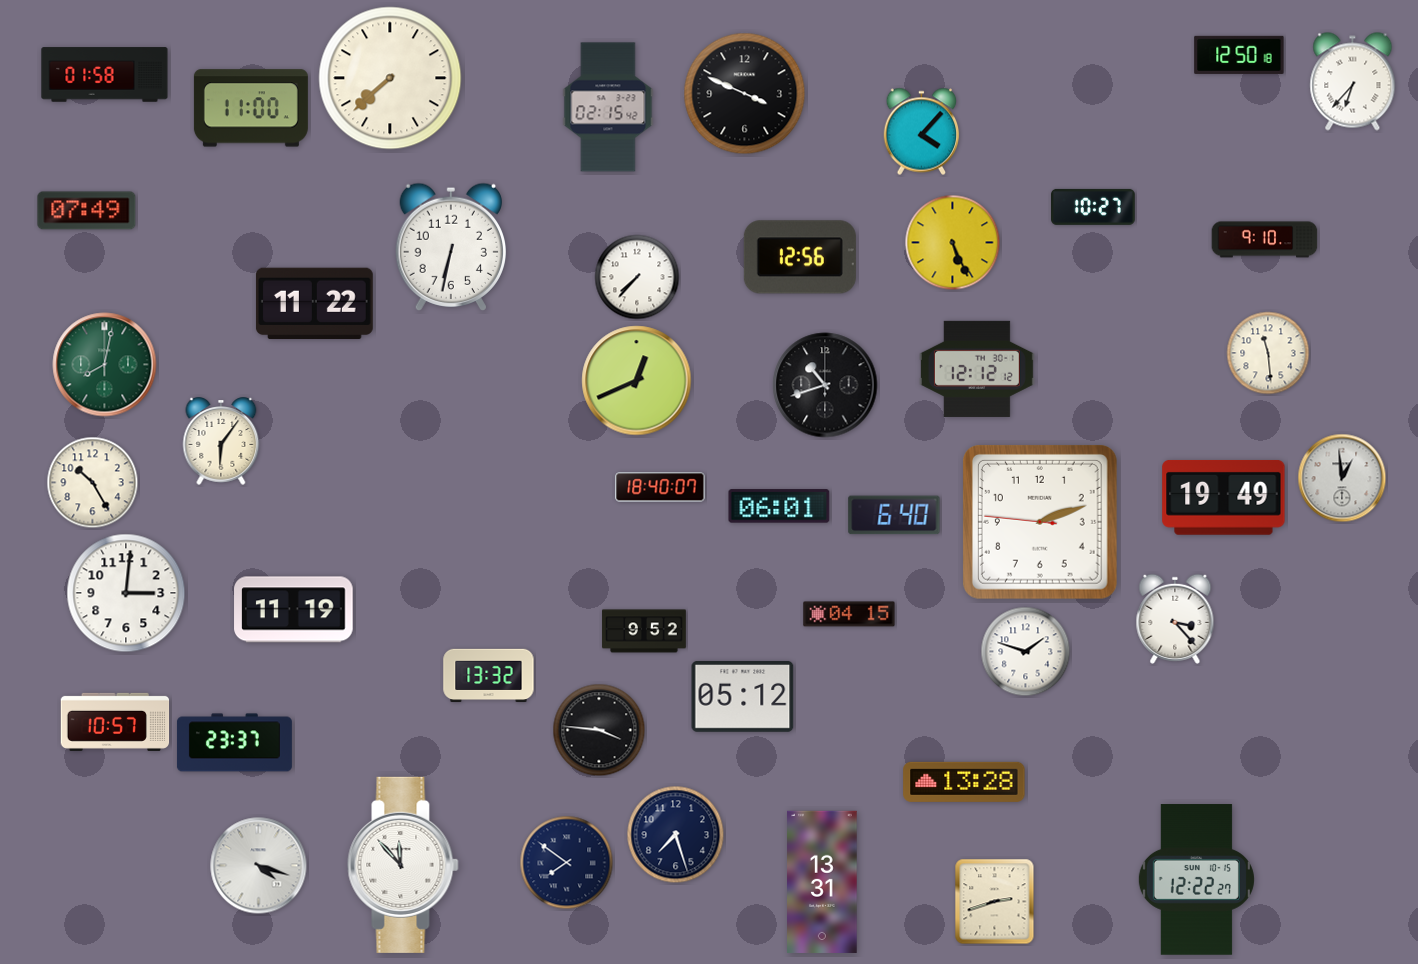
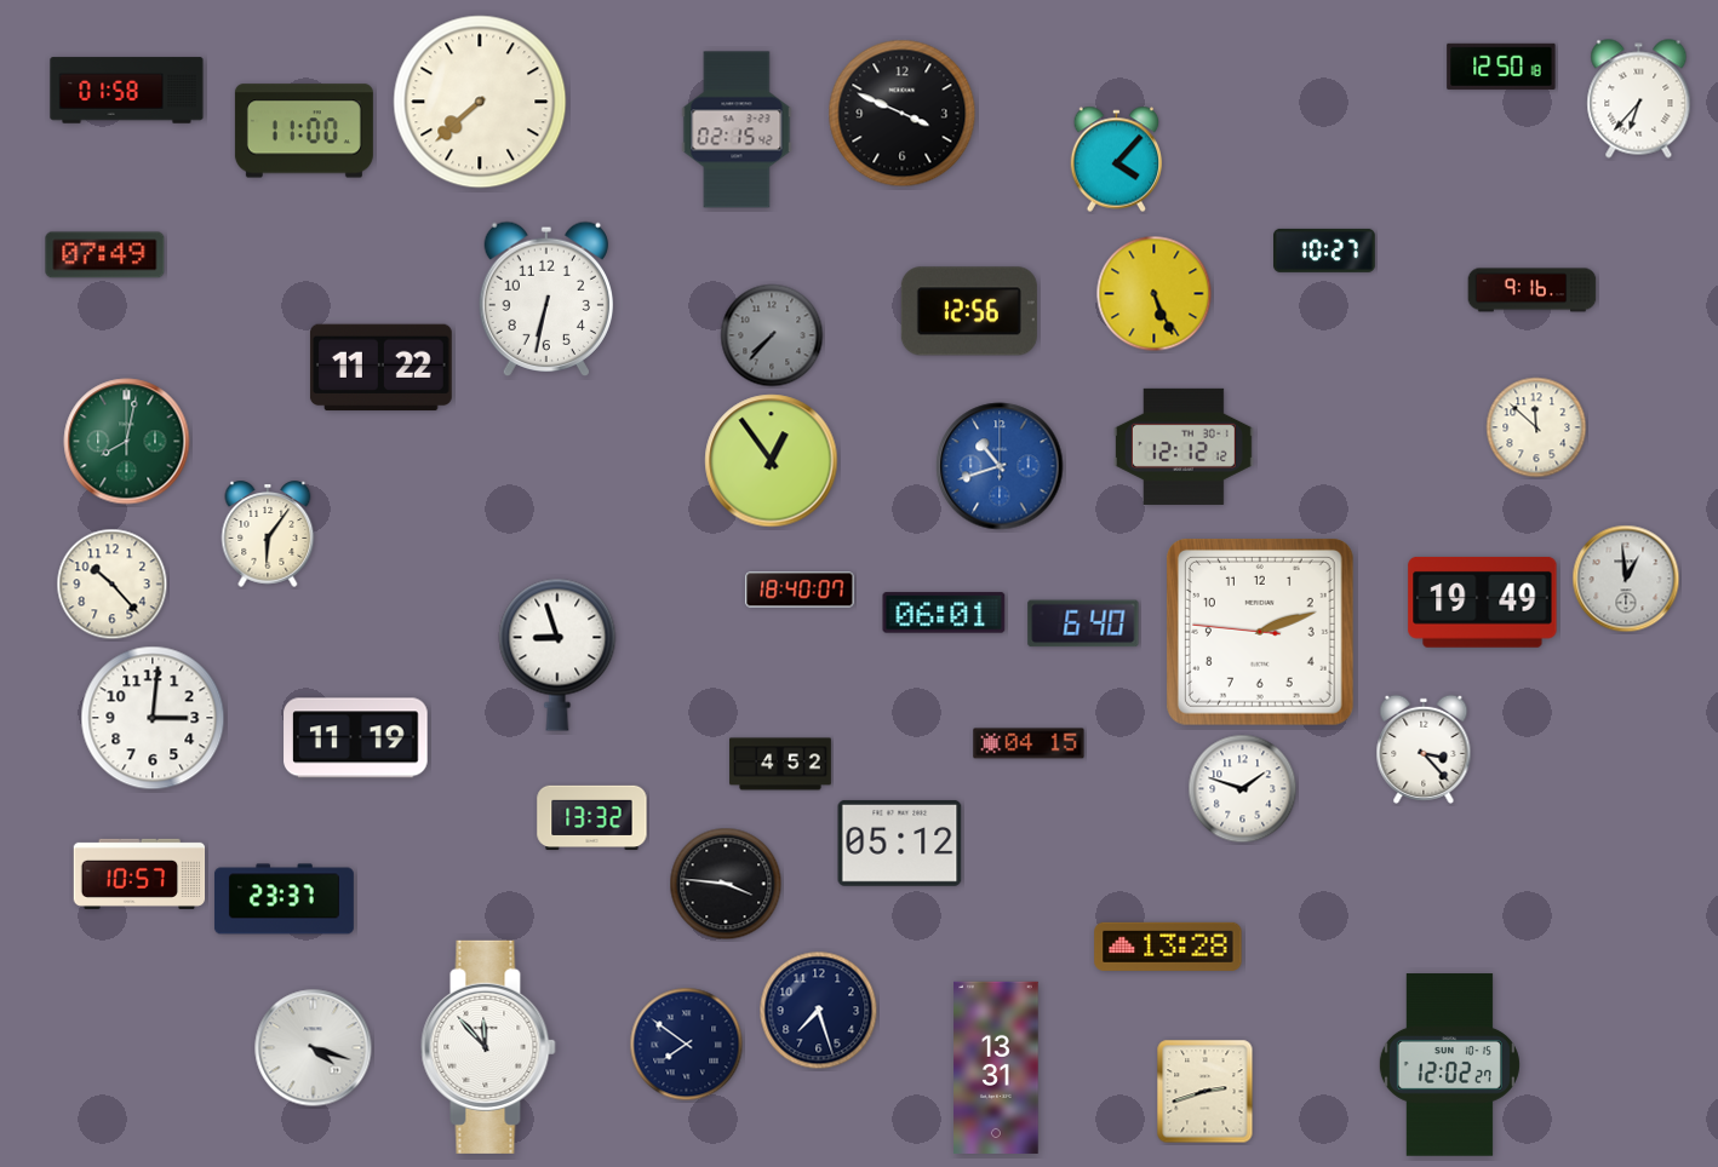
clock at (390, 78) position: (390, 78) -> (480, 102)
clock at (1265, 240): 9:10 -> 9:16
clock at (637, 277) dial: white -> grey
clock at (1268, 353): 11:29 -> 11:52
clock at (637, 381): 12:41 -> 12:54
clock at (825, 385) dial: black -> blue
clock at (93, 483): 10:25 -> 10:23
clock at (557, 655): none -> 8:57
clock at (644, 631): 9:52 -> 4:52
clock at (1196, 880): 12:22 -> 12:02
